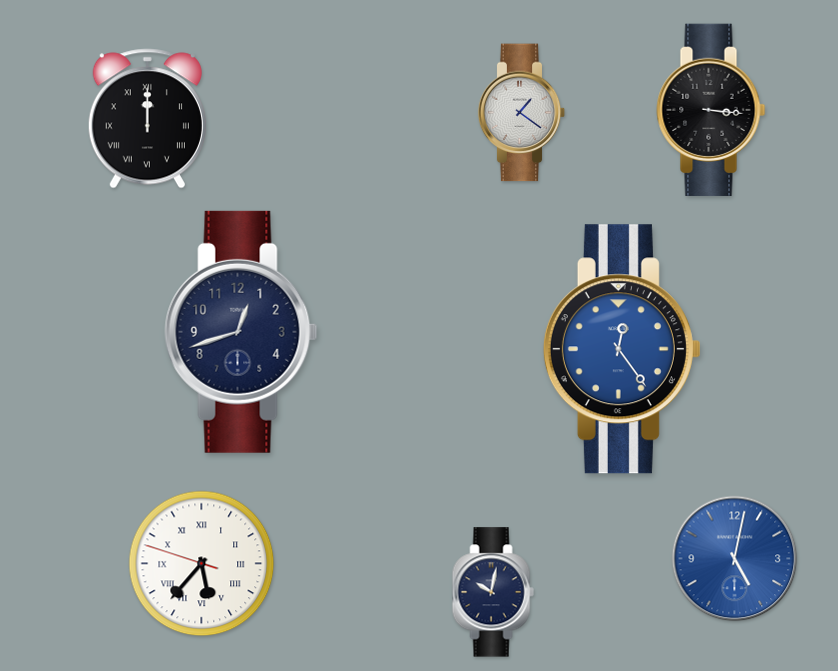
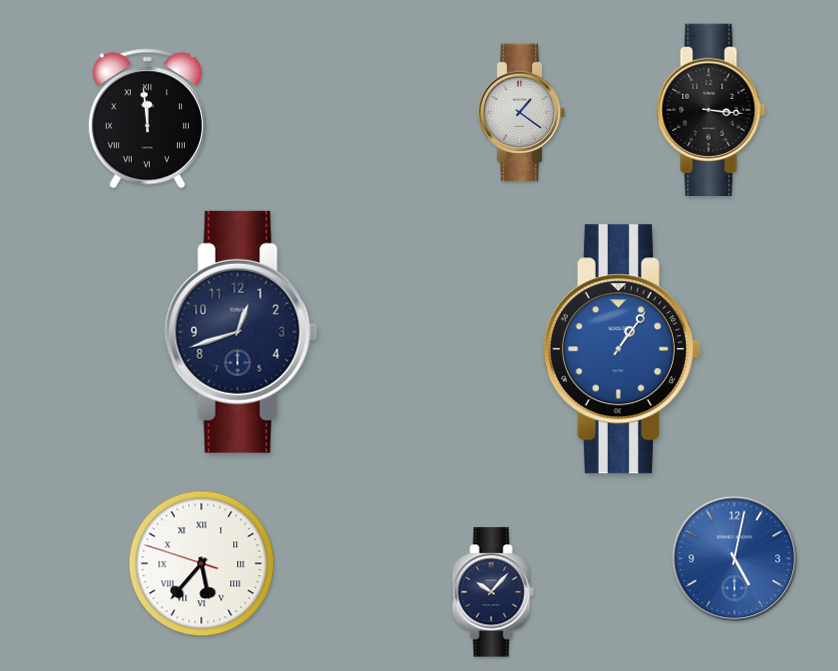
clock at (147, 119): 12:00 -> 11:59
clock at (622, 349): 12:24 -> 1:06
clock at (493, 592): 10:02 -> 10:07
